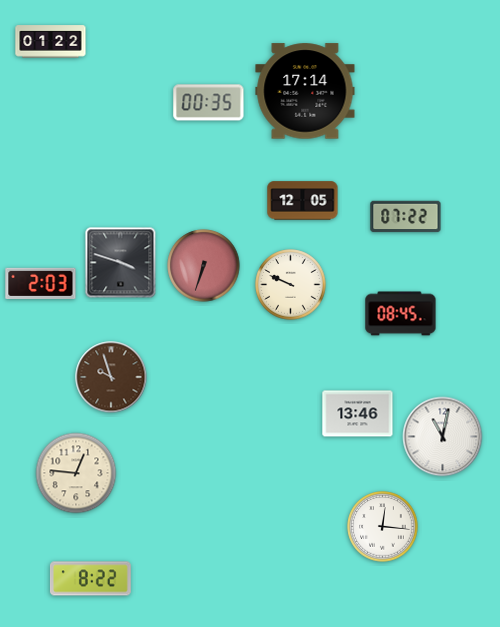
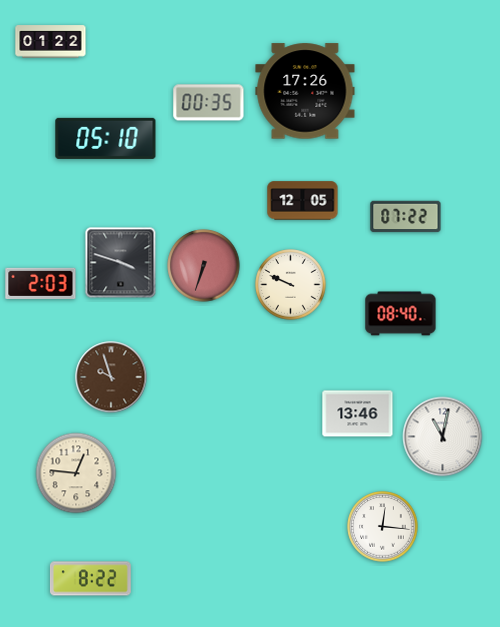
clock at (305, 91): 17:14 -> 17:26
clock at (106, 138): none -> 05:10
clock at (401, 314): 08:45 -> 08:40
